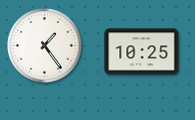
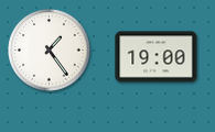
clock at (142, 52): 10:25 -> 19:00
